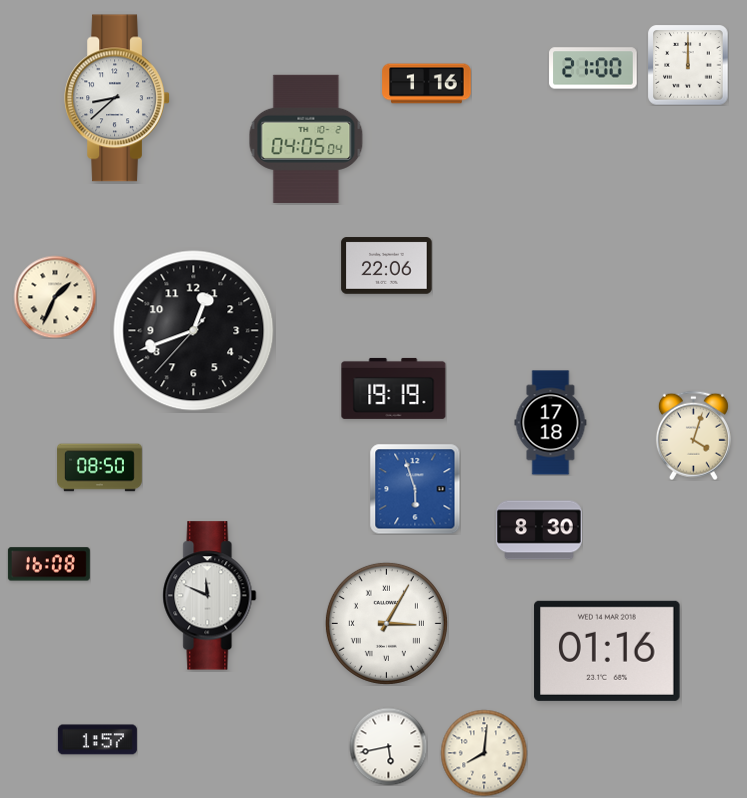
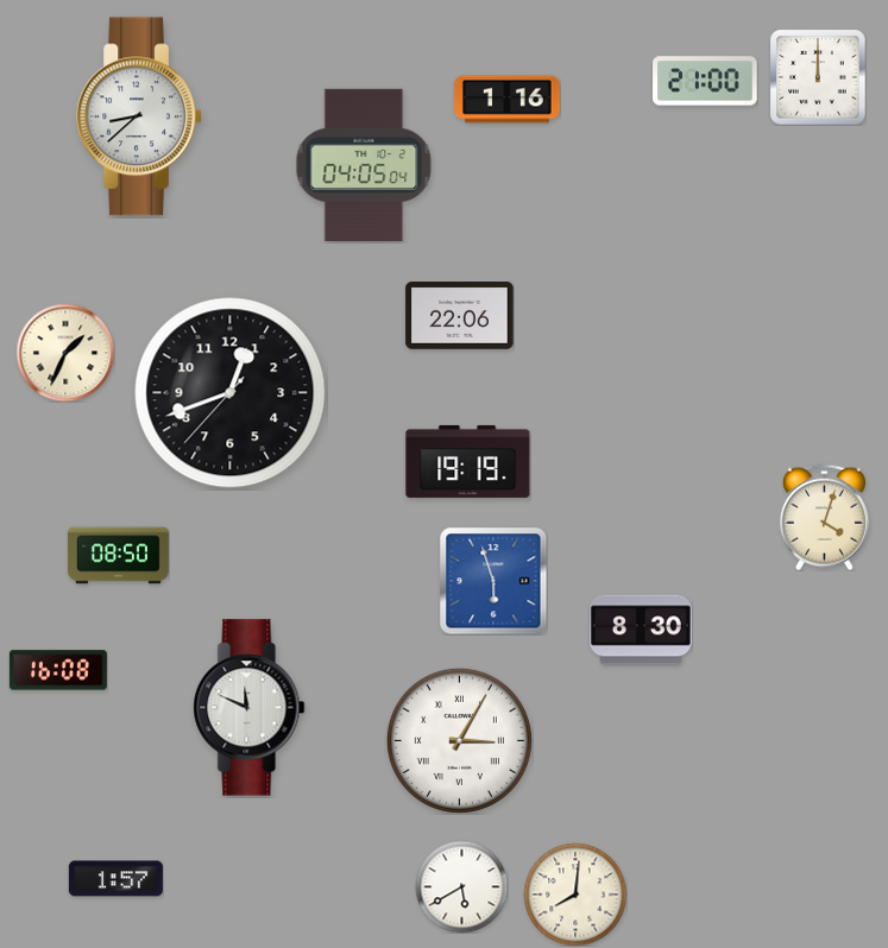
clock at (551, 423): 17:18 -> none
clock at (607, 651): 01:16 -> none
clock at (388, 746): 5:43 -> 5:40
